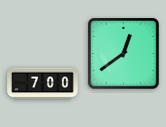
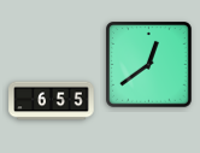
clock at (43, 84): 7:00 -> 6:55
